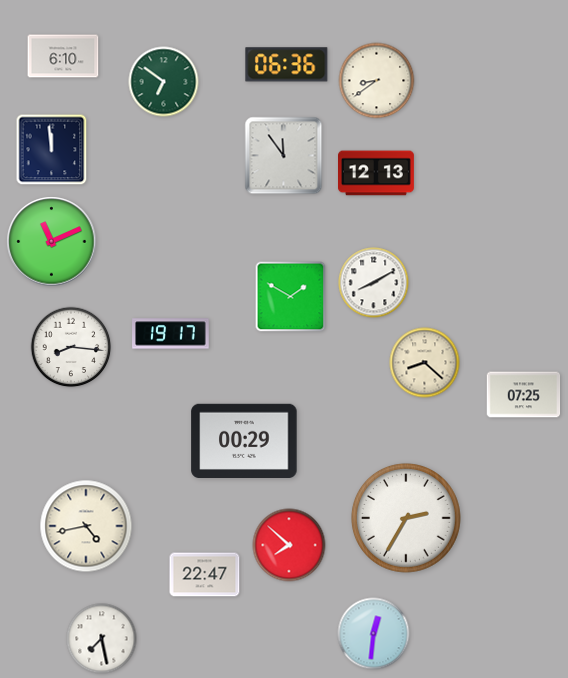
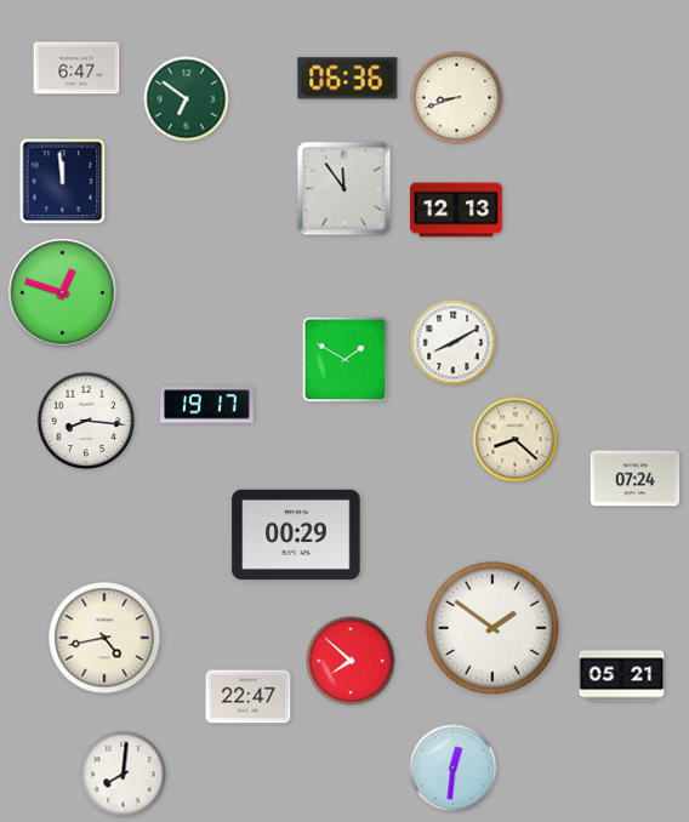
clock at (63, 56): 6:10 -> 6:47
clock at (377, 81): 8:39 -> 8:42
clock at (164, 82) position: (164, 82) -> (187, 99)
clock at (52, 242): 11:11 -> 12:48
clock at (291, 297) position: (291, 297) -> (346, 360)
clock at (524, 395): 07:25 -> 07:24
clock at (406, 518): 2:35 -> 1:51
clock at (622, 677): none -> 05:21
clock at (102, 639): 7:28 -> 8:01
